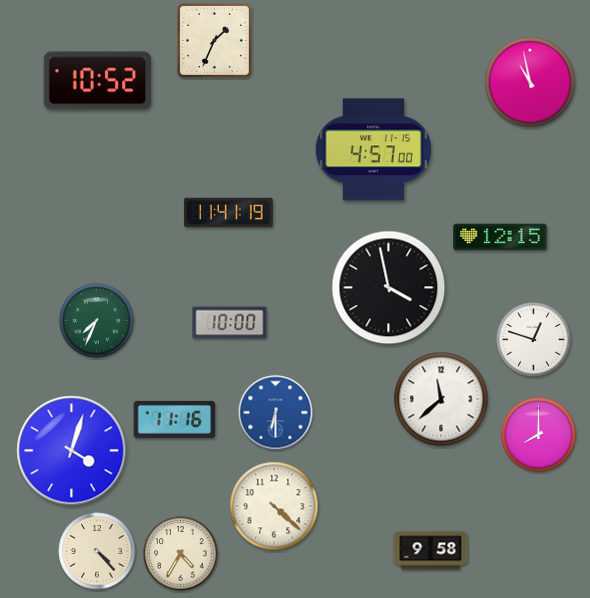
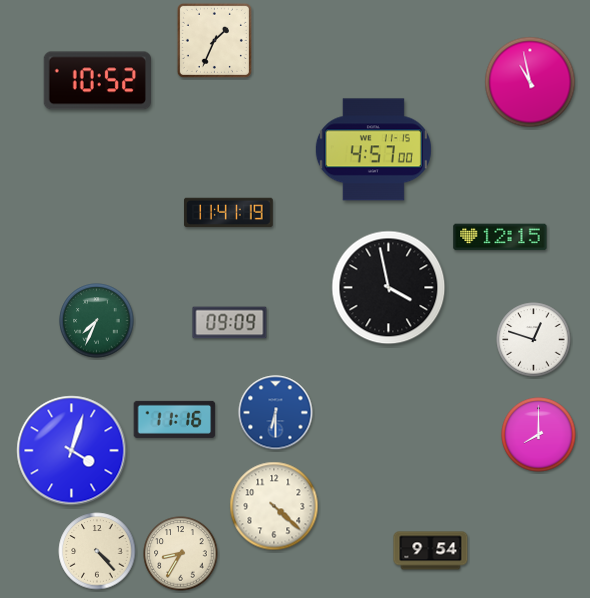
clock at (230, 323): 10:00 -> 09:09
clock at (441, 399): 11:38 -> none
clock at (431, 551): 9:58 -> 9:54
clock at (181, 554): 4:35 -> 8:35
